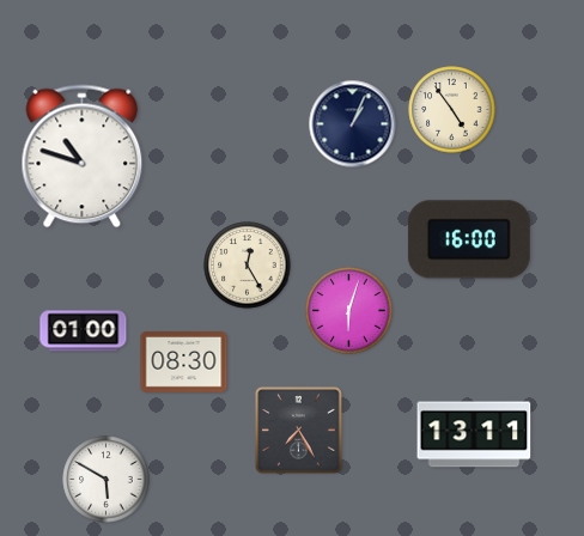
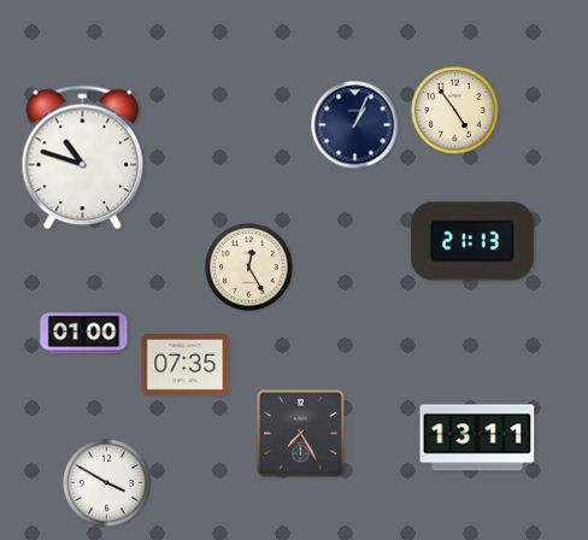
clock at (469, 239): 16:00 -> 21:13
clock at (349, 311): 6:03 -> none
clock at (184, 363): 08:30 -> 07:35
clock at (107, 480): 5:50 -> 3:50
